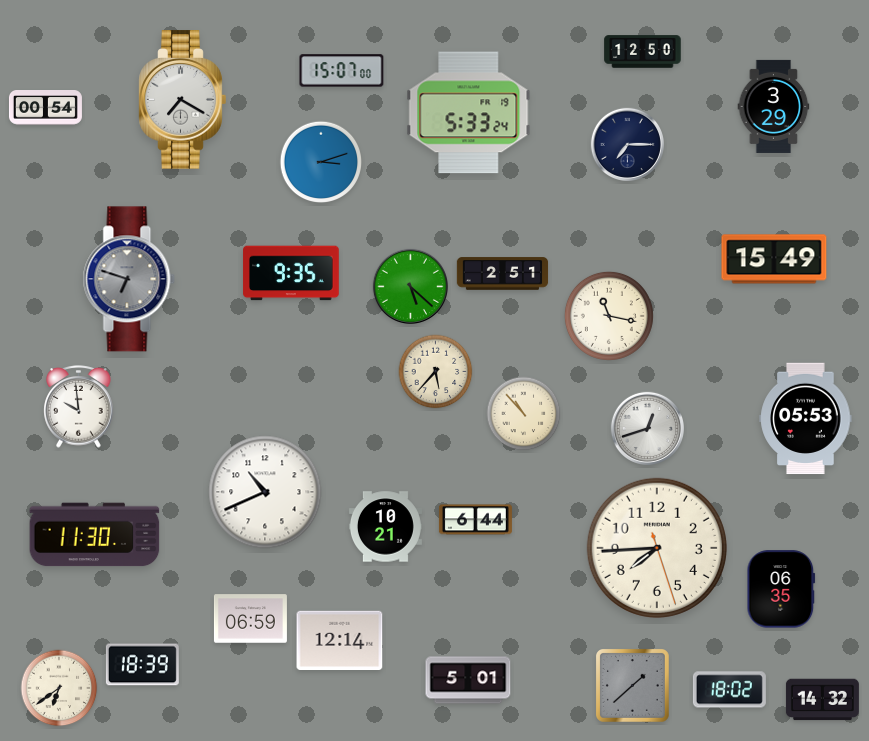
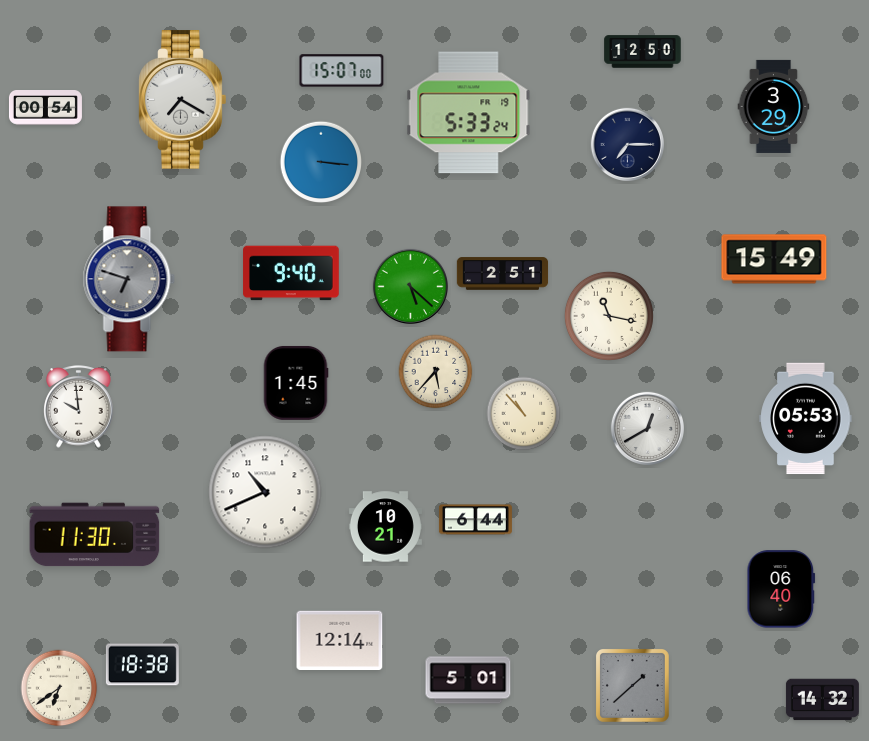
clock at (321, 162): 3:12 -> 3:16
clock at (291, 273): 9:35 -> 9:40
clock at (296, 383): none -> 1:45
clock at (647, 428): 12:42 -> 12:40
clock at (657, 548): 7:44 -> none
clock at (781, 589): 06:35 -> 06:40
clock at (250, 619): 06:59 -> none
clock at (142, 665): 18:39 -> 18:38
clock at (729, 690): 18:02 -> none
